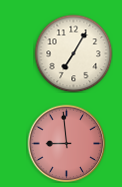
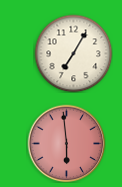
clock at (66, 143): 8:59 -> 5:59
